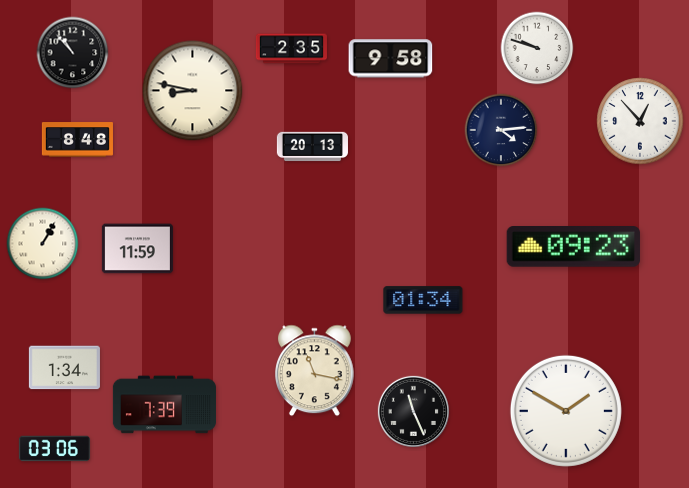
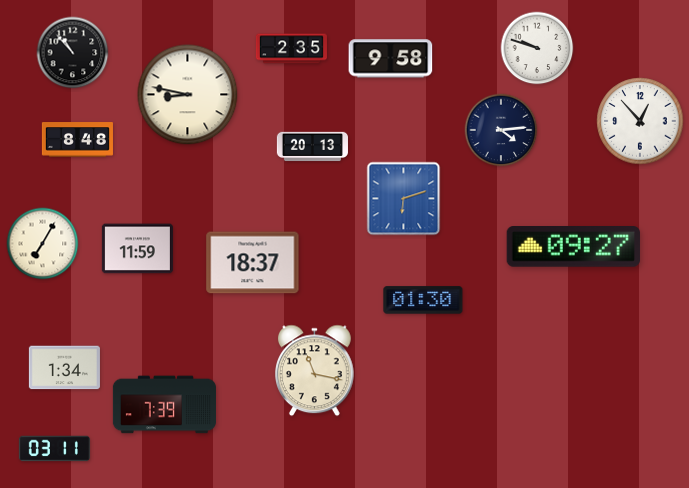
clock at (193, 91) position: (193, 91) -> (188, 95)
clock at (404, 199): none -> 6:12
clock at (43, 244): 1:05 -> 7:05
clock at (573, 247): 09:23 -> 09:27
clock at (253, 263): none -> 18:37
clock at (423, 300): 01:34 -> 01:30
clock at (413, 411): 11:26 -> none
clock at (566, 411): 1:50 -> none
clock at (54, 449): 03:06 -> 03:11
